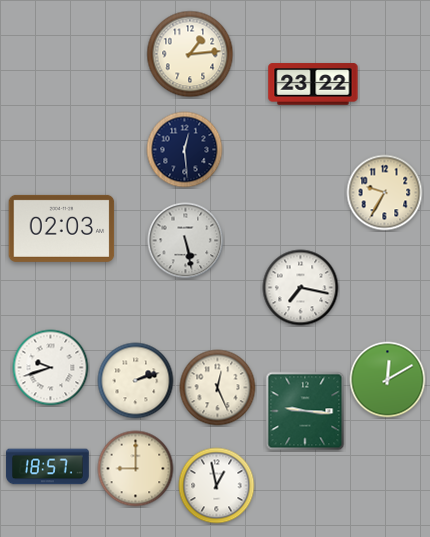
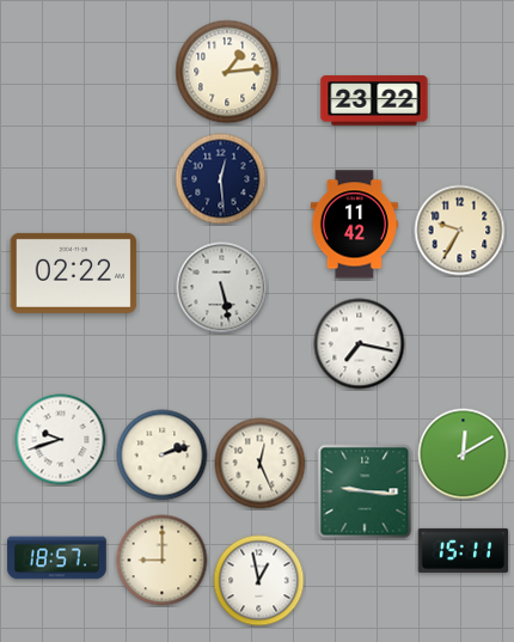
clock at (190, 54) position: (190, 54) -> (227, 72)
clock at (354, 225): none -> 11:42
clock at (62, 228): 02:03 -> 02:22
clock at (464, 550): none -> 15:11
